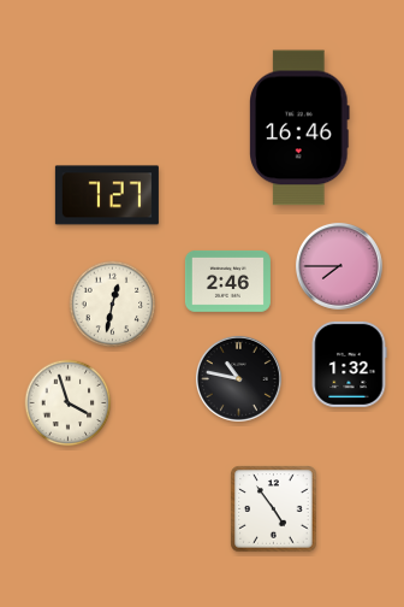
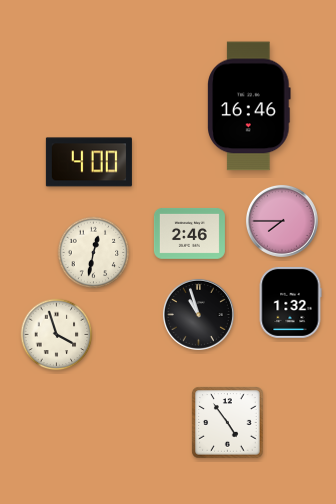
clock at (107, 195): 7:27 -> 4:00
clock at (238, 378): 10:47 -> 10:57
